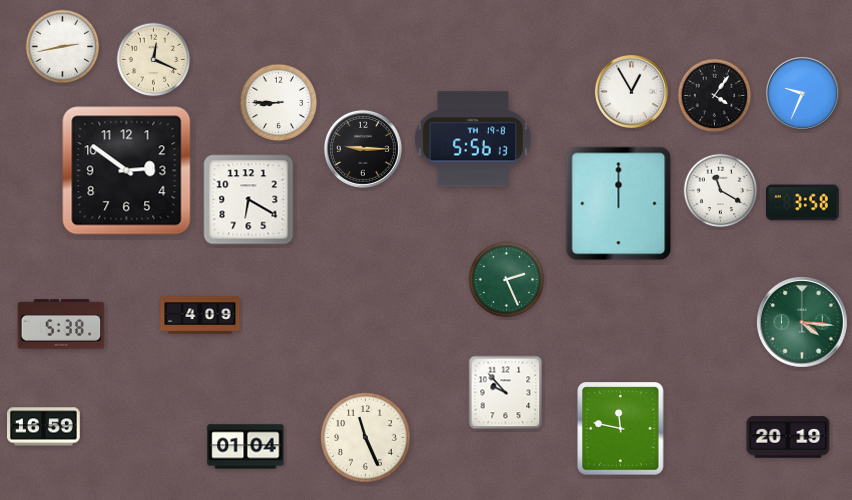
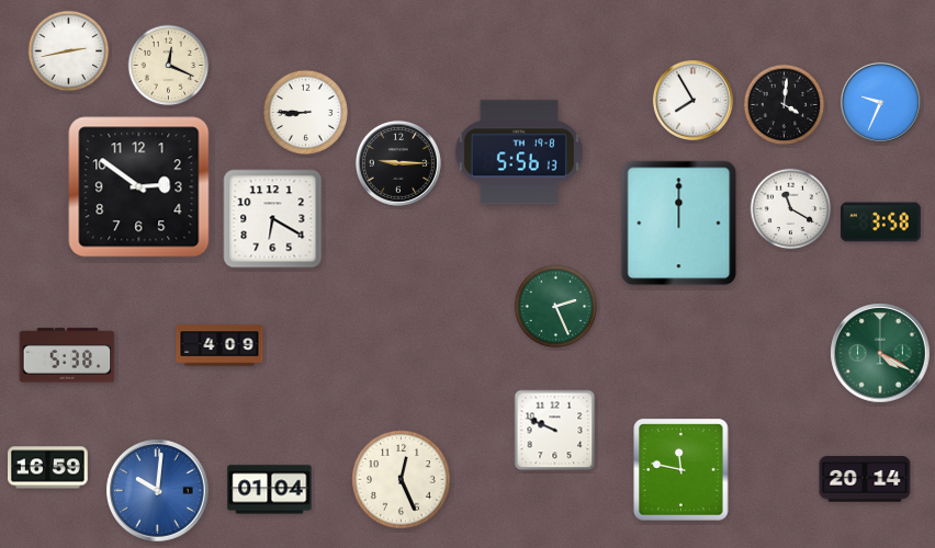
clock at (631, 91): 12:55 -> 7:55
clock at (715, 96): 4:06 -> 4:01
clock at (802, 322): 4:16 -> 4:20
clock at (506, 393): 9:53 -> 9:49
clock at (788, 437): 20:19 -> 20:14
clock at (366, 438): 11:26 -> 12:26
clock at (158, 491): none -> 10:01
